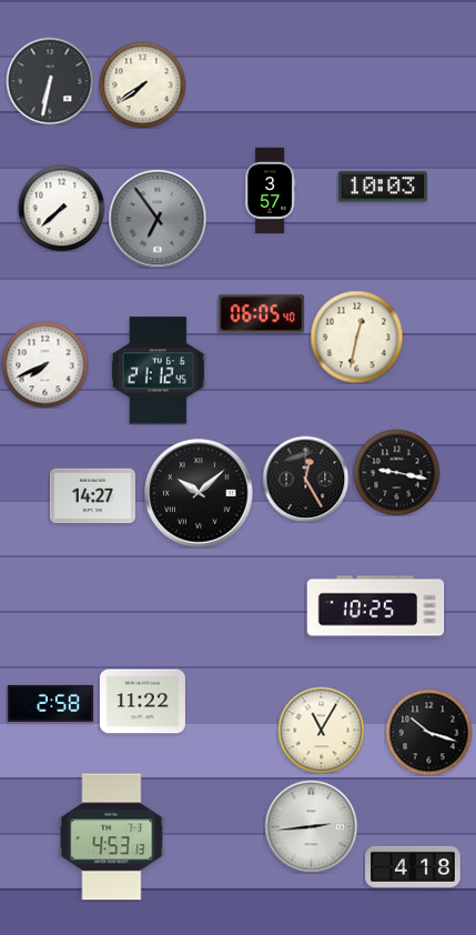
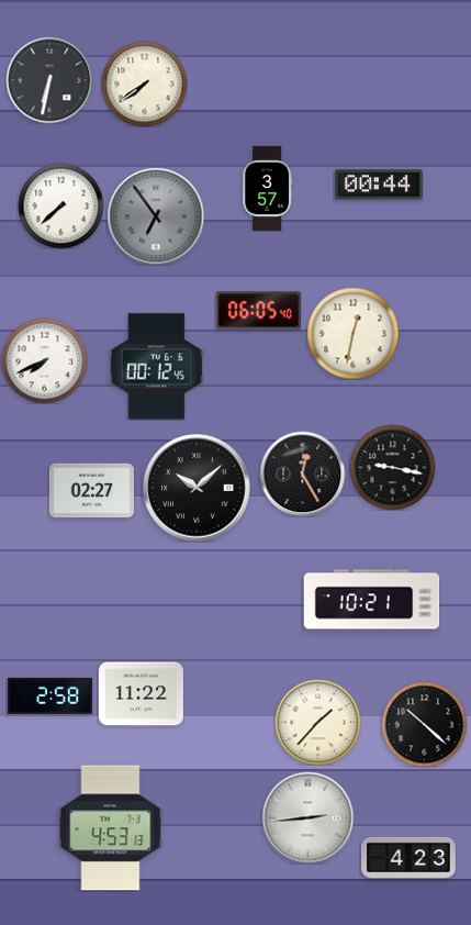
clock at (142, 84) position: (142, 84) -> (144, 83)
clock at (383, 187): 10:03 -> 00:44
clock at (158, 371): 21:12 -> 00:12
clock at (92, 496): 14:27 -> 02:27
clock at (376, 606): 10:25 -> 10:21
clock at (321, 730): 11:05 -> 1:37
clock at (428, 732): 10:18 -> 10:22
clock at (413, 867): 4:18 -> 4:23
